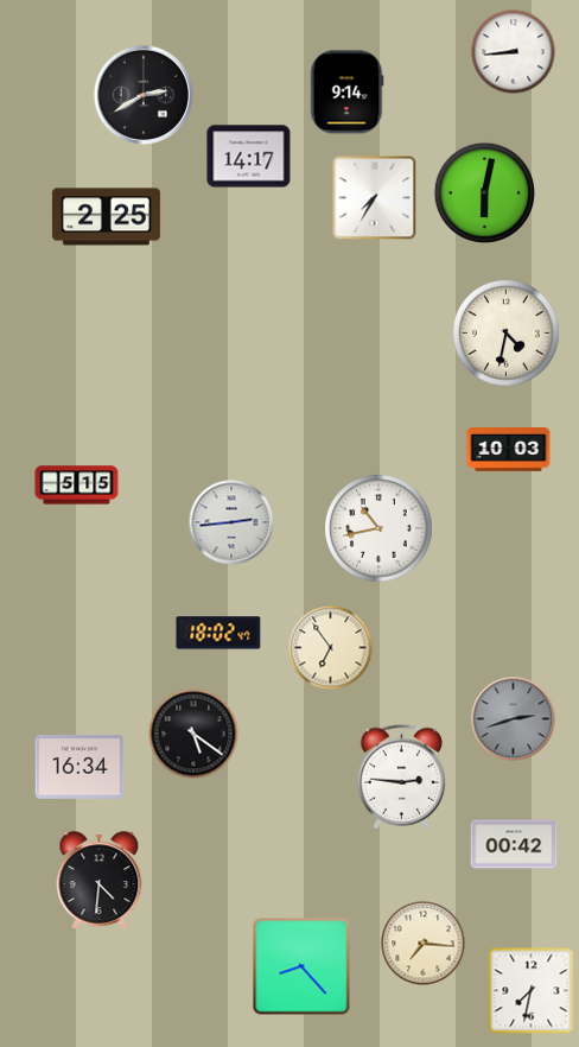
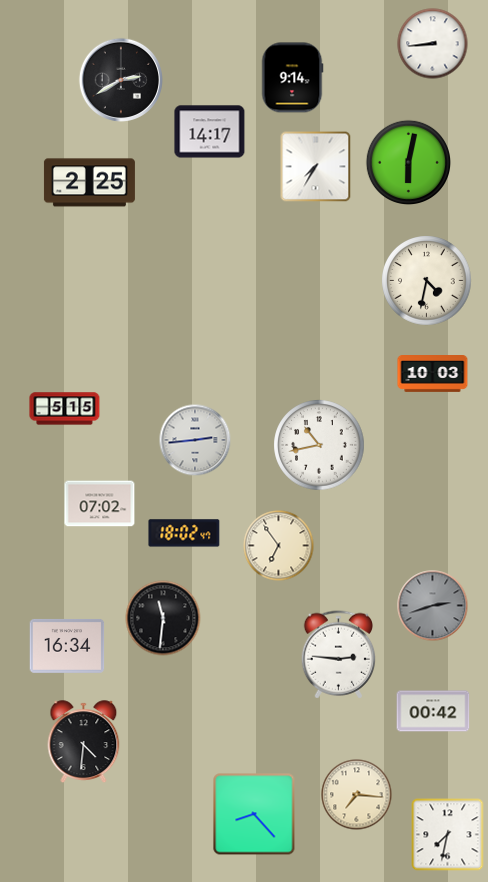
clock at (509, 450) position: (509, 450) -> (433, 374)
clock at (100, 504): none -> 07:02
clock at (193, 734): 5:21 -> 11:31
